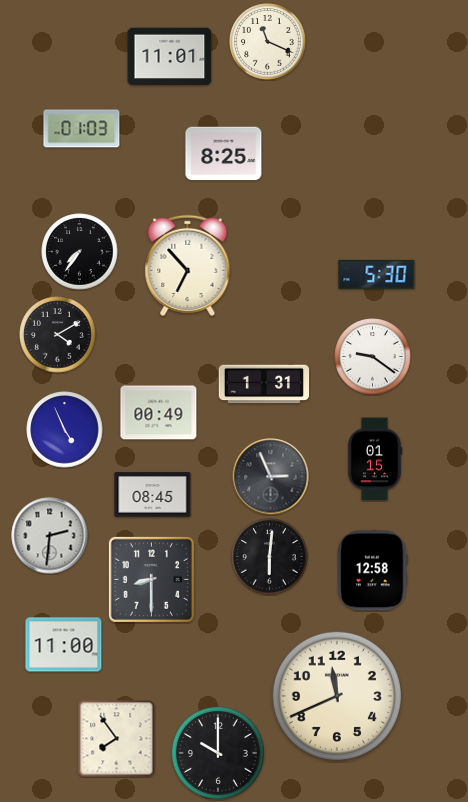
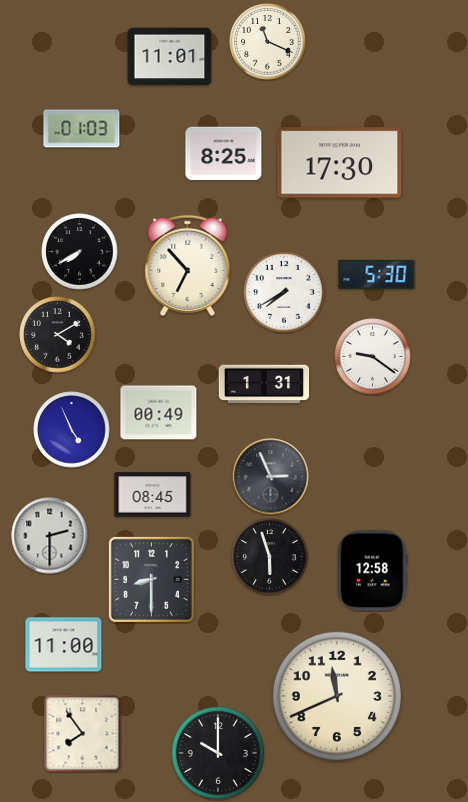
clock at (340, 163): none -> 17:30
clock at (80, 252): 7:36 -> 7:40
clock at (284, 292): none -> 7:40
clock at (65, 430) position: (65, 430) -> (72, 430)
clock at (375, 459): 01:15 -> none
clock at (50, 536): 2:31 -> 2:30
clock at (270, 557): 6:01 -> 5:57
clock at (117, 739) position: (117, 739) -> (83, 734)
